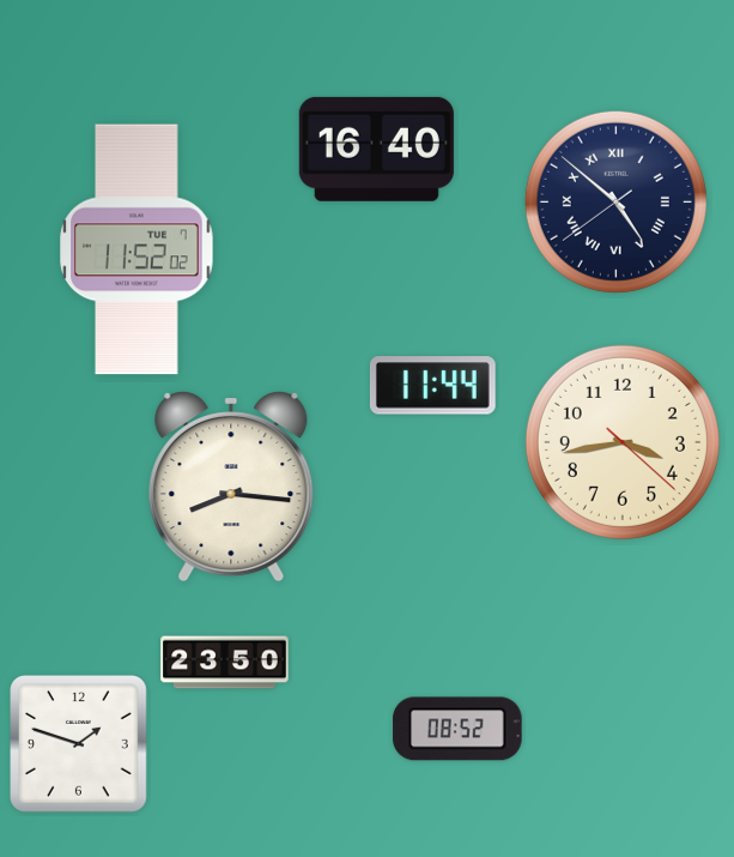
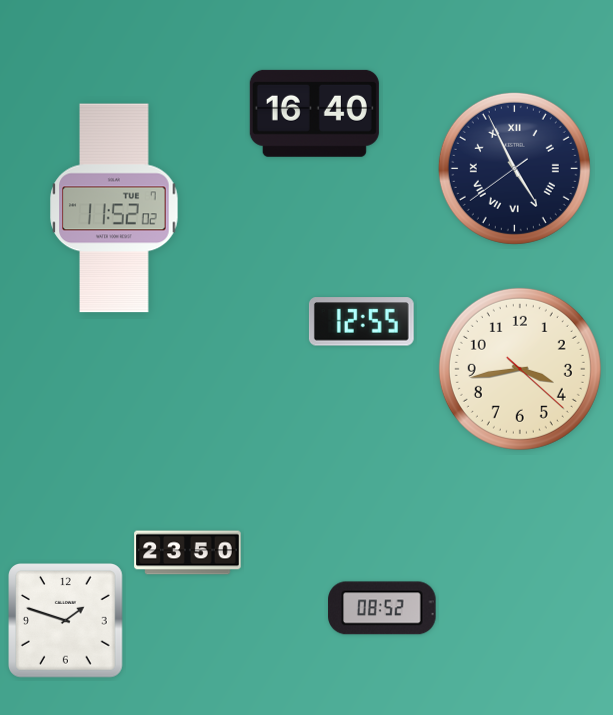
clock at (376, 149) position: (376, 149) -> (314, 113)
clock at (615, 201): 4:51 -> 4:55
clock at (432, 386): 11:44 -> 12:55
clock at (231, 487): 8:16 -> none
